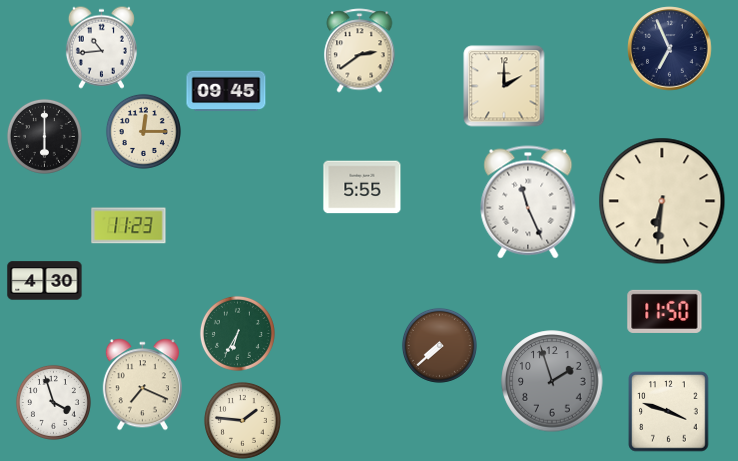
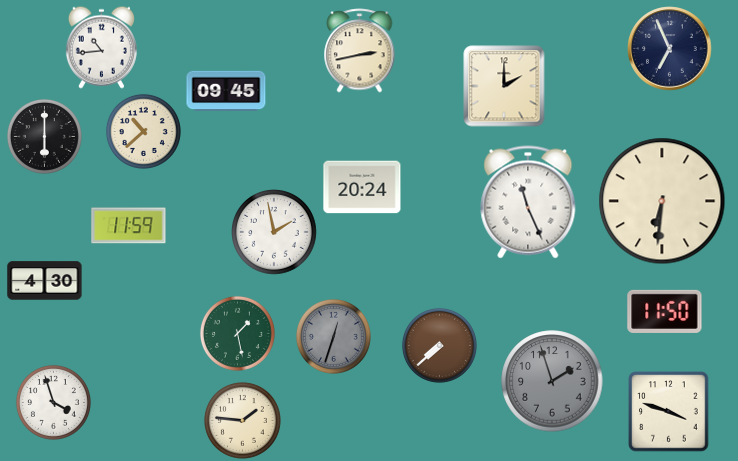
clock at (360, 51): 2:39 -> 2:43
clock at (143, 131): 12:15 -> 10:38
clock at (362, 187): 5:55 -> 20:24
clock at (129, 226): 11:23 -> 11:59
clock at (275, 233): none -> 1:58
clock at (237, 333): 6:35 -> 1:28
clock at (333, 336): none -> 12:33
clock at (142, 385): 7:19 -> none
